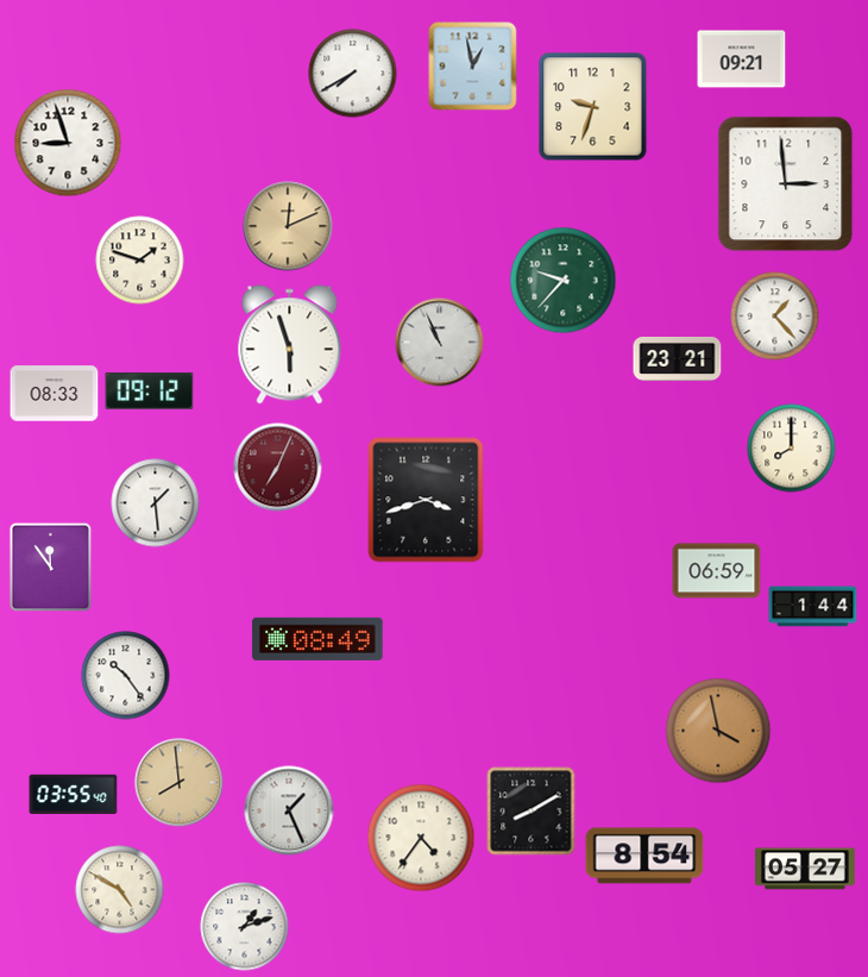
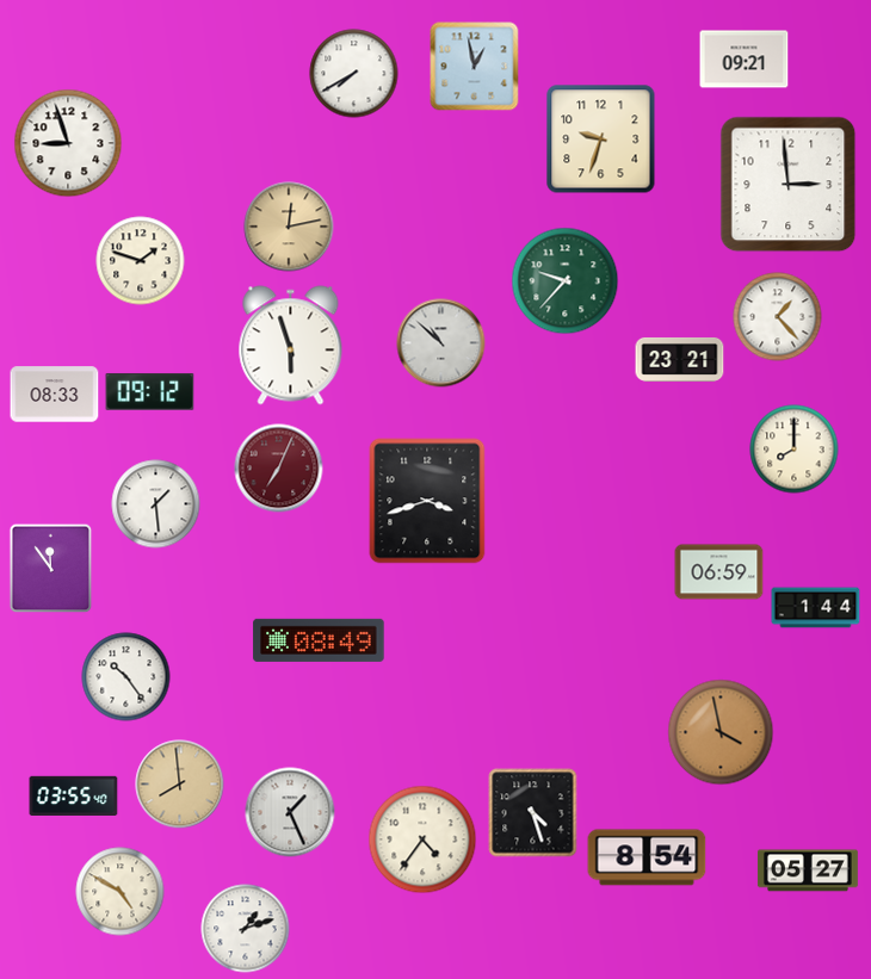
clock at (593, 107) position: (593, 107) -> (601, 140)
clock at (288, 226): 12:11 -> 12:13
clock at (440, 343): 10:56 -> 10:52
clock at (532, 812): 8:10 -> 4:27
